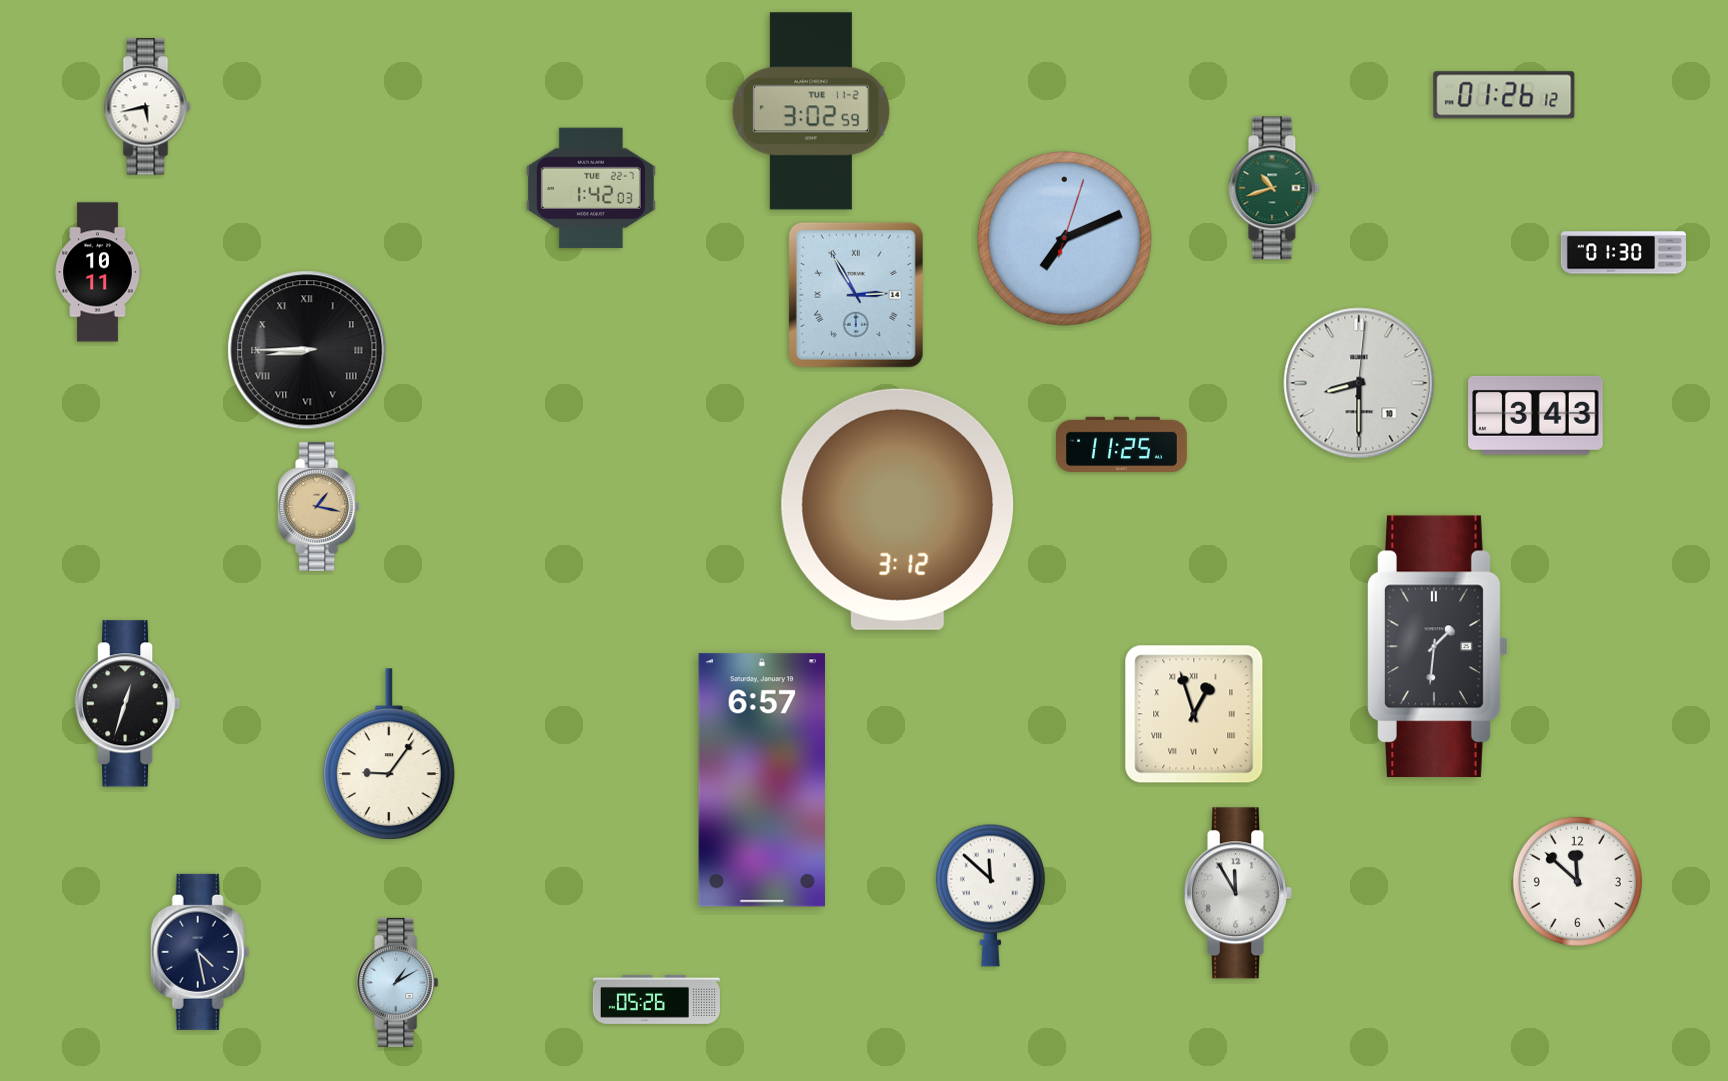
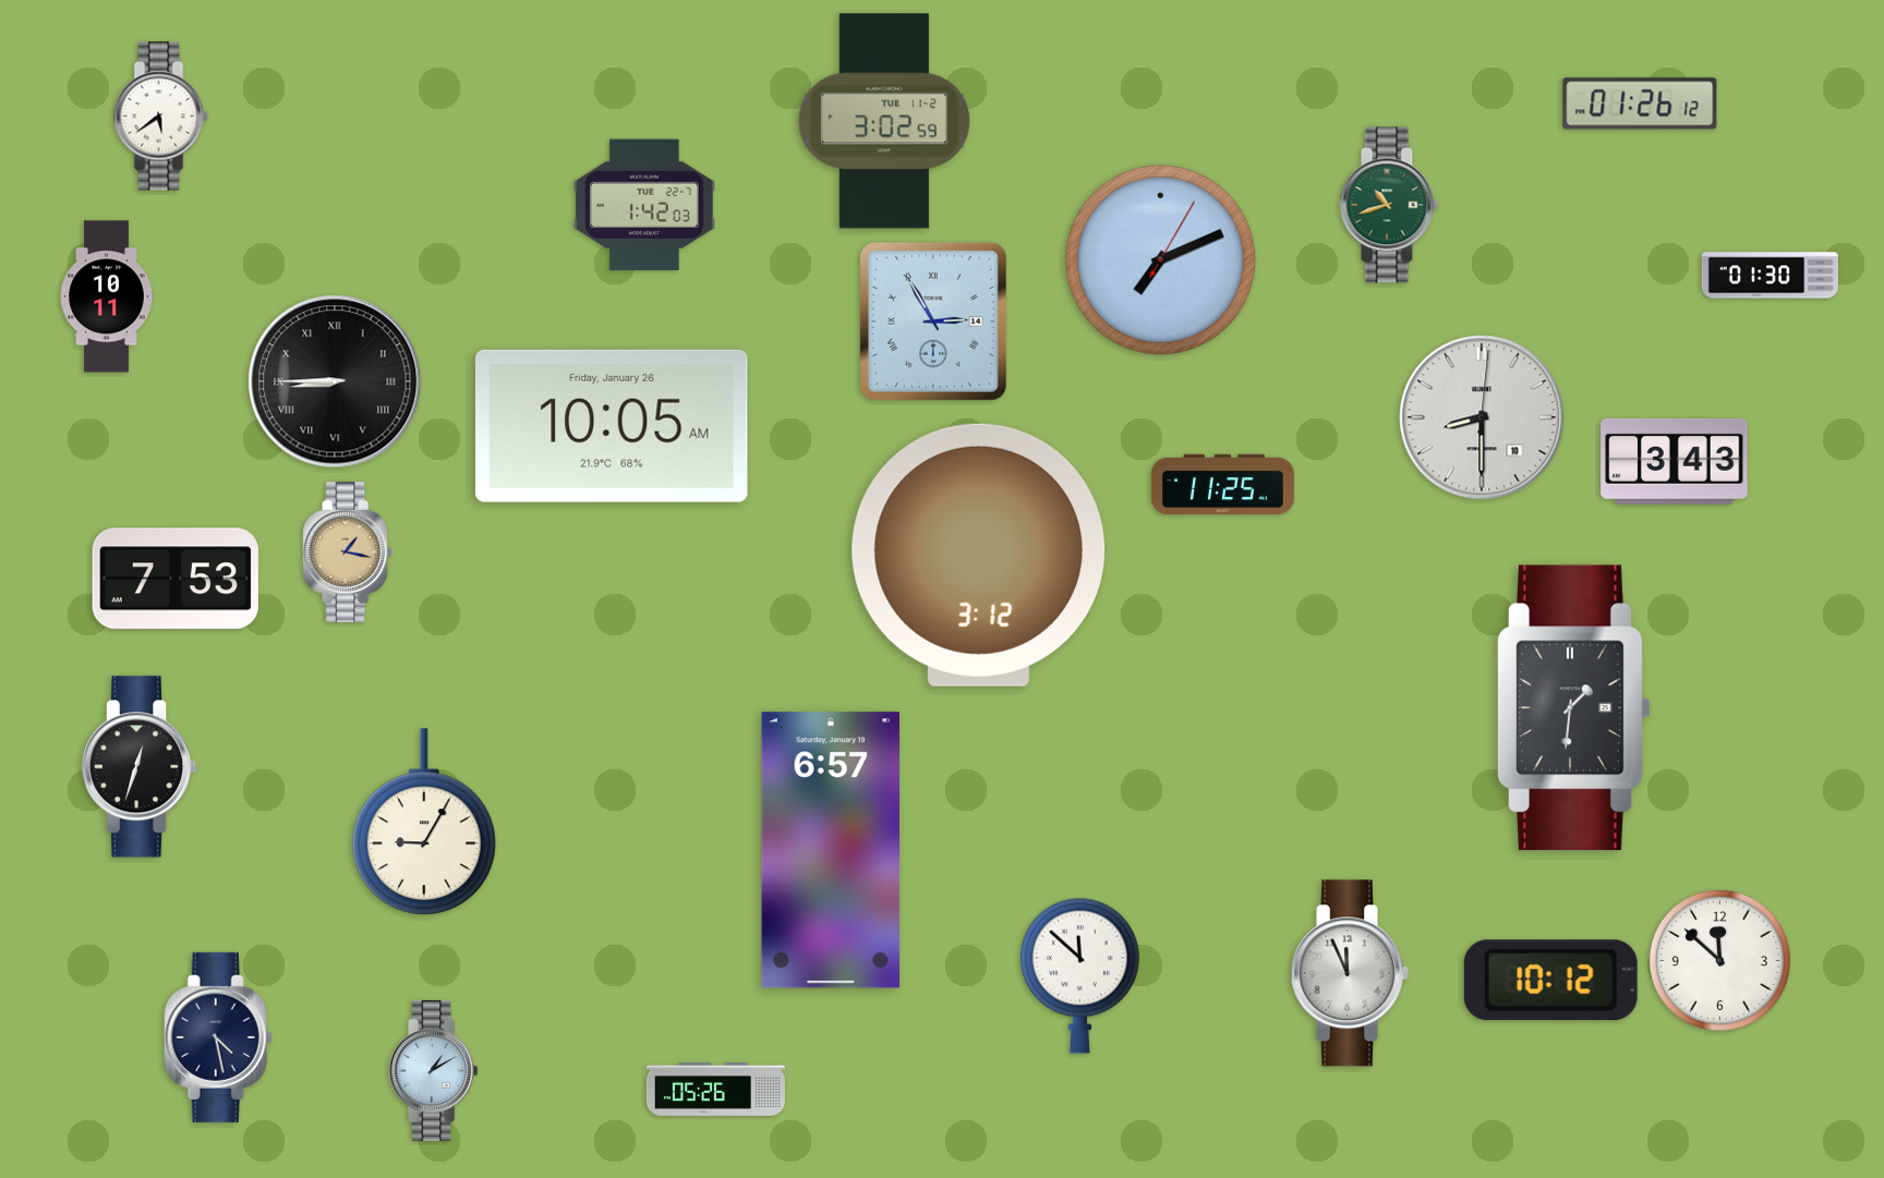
clock at (148, 107): 5:43 -> 5:39
clock at (1065, 239): 7:11:03 -> 7:11:05
clock at (613, 426): none -> 10:05
clock at (1536, 415) position: (1536, 415) -> (1675, 461)
clock at (176, 579): none -> 7:53
clock at (1438, 647) position: (1438, 647) -> (1574, 708)
clock at (1194, 714): 12:57 -> none
clock at (389, 754): 9:06 -> 9:05
clock at (1239, 893): 11:55 -> 11:56
clock at (1550, 981): none -> 10:12
